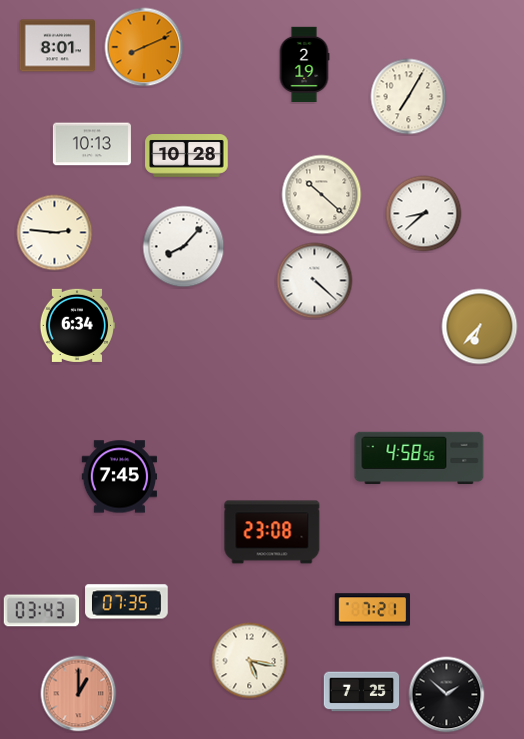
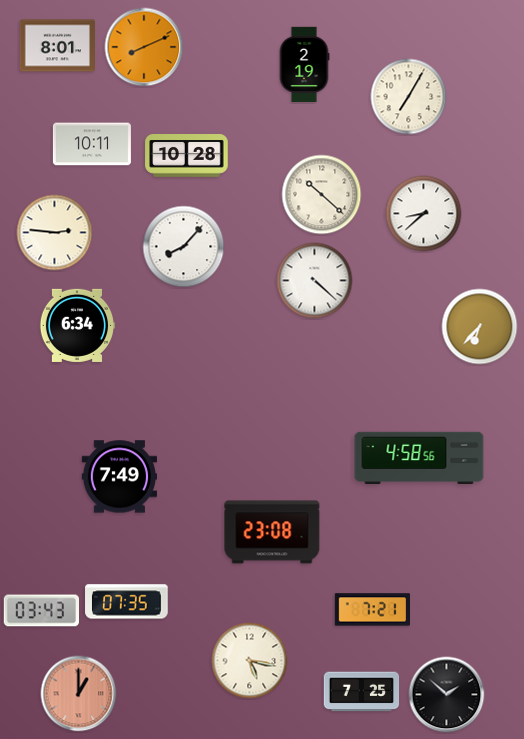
clock at (92, 144): 10:13 -> 10:11
clock at (119, 477): 7:45 -> 7:49
